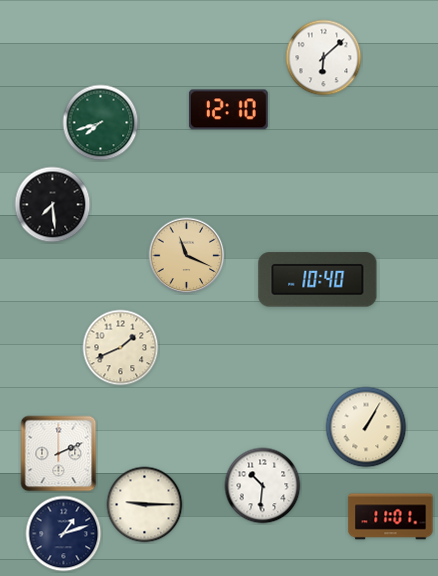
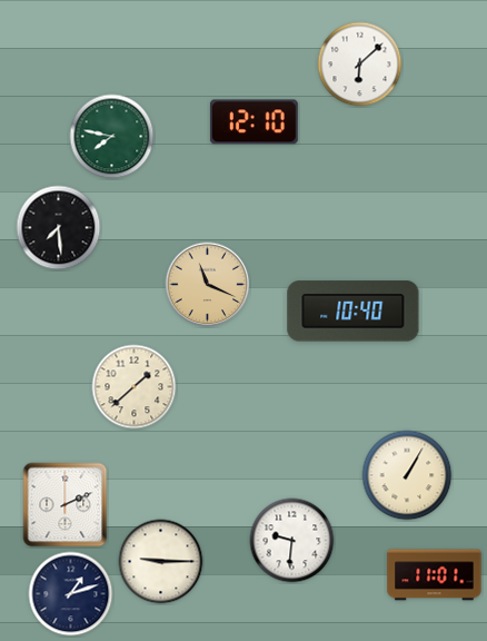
clock at (101, 123): 7:42 -> 7:47
clock at (121, 348): 1:41 -> 1:38
clock at (263, 486): 10:31 -> 9:31
